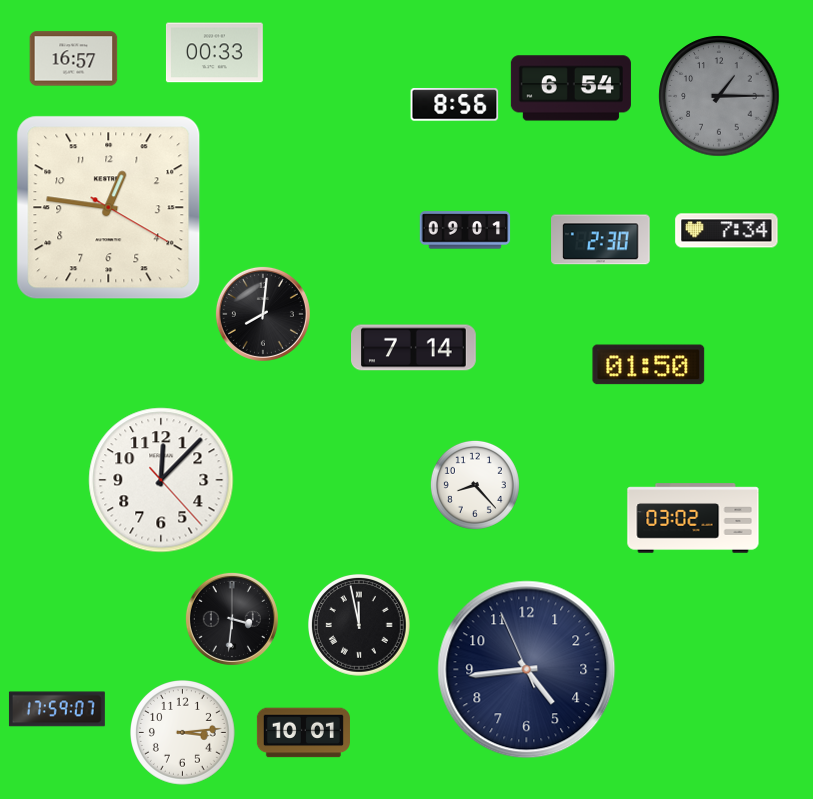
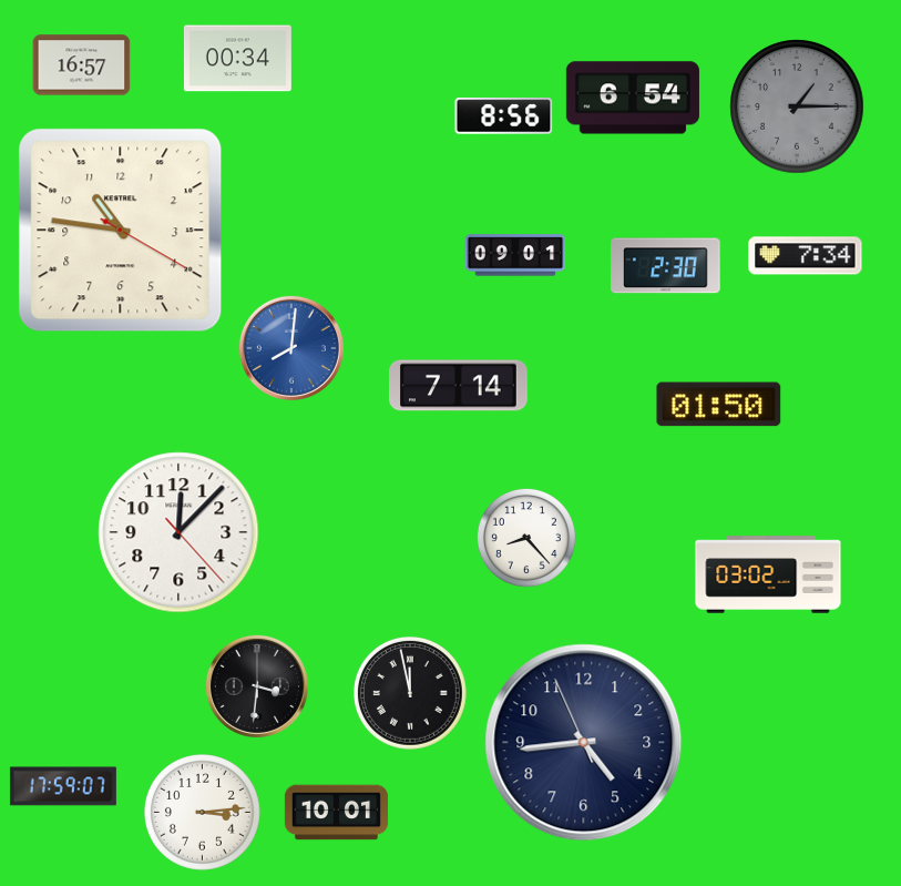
clock at (214, 53): 00:33 -> 00:34
clock at (109, 208): 12:46 -> 10:46
clock at (263, 314) dial: black -> blue
clock at (360, 626) position: (360, 626) -> (411, 694)
